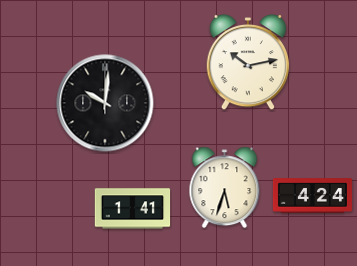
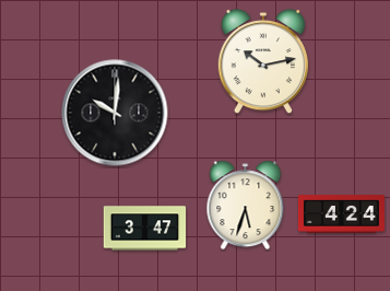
clock at (247, 62) position: (247, 62) -> (262, 61)
clock at (133, 209): 1:41 -> 3:47
